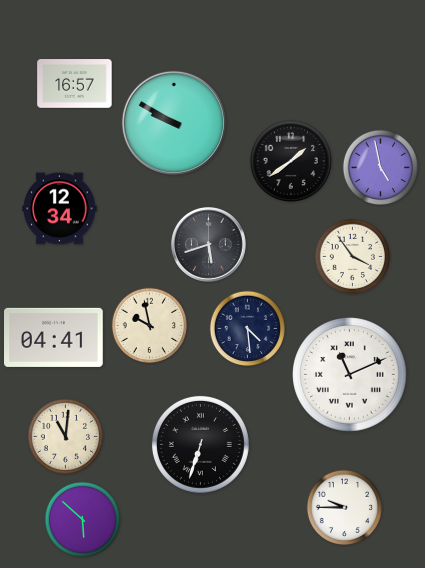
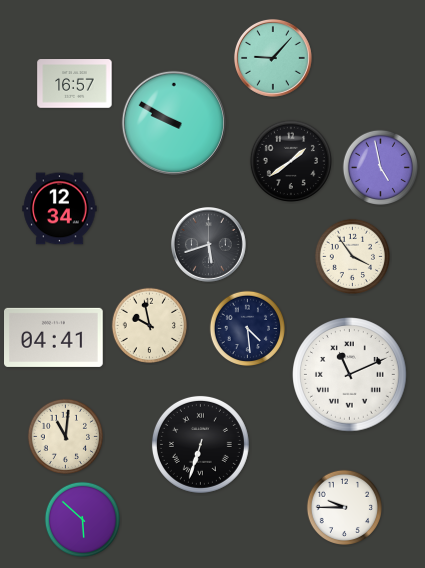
clock at (273, 58): none -> 9:07
